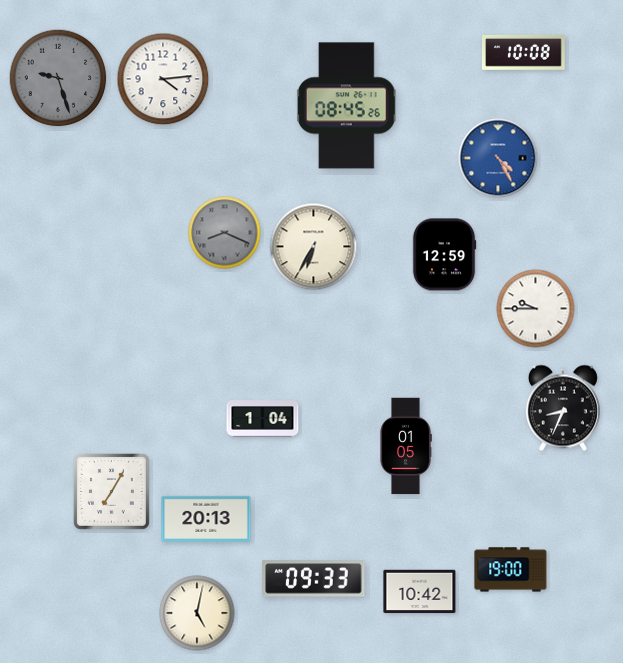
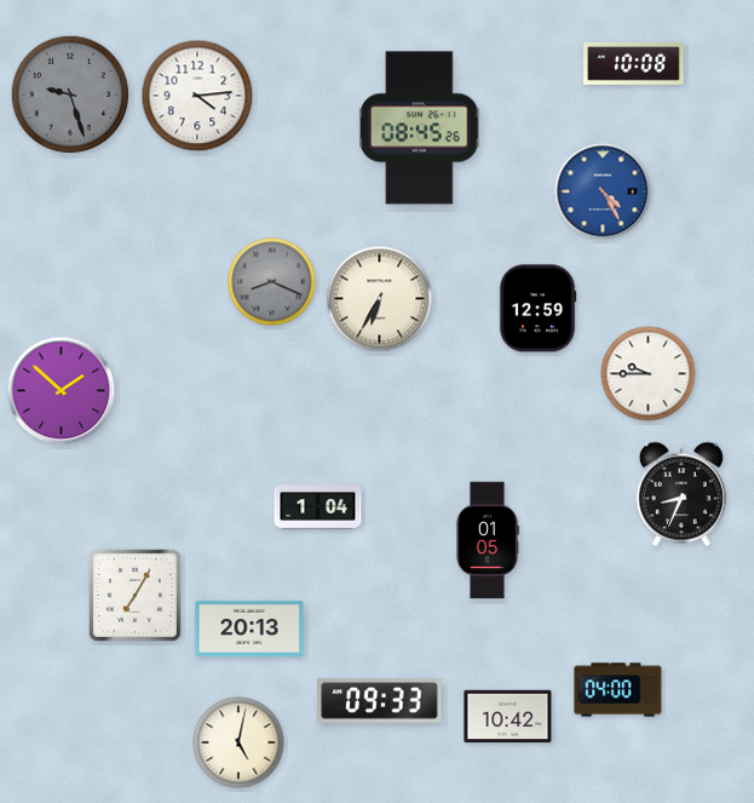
clock at (62, 391): none -> 1:52
clock at (406, 446) position: (406, 446) -> (488, 540)
clock at (511, 570): 19:00 -> 04:00
